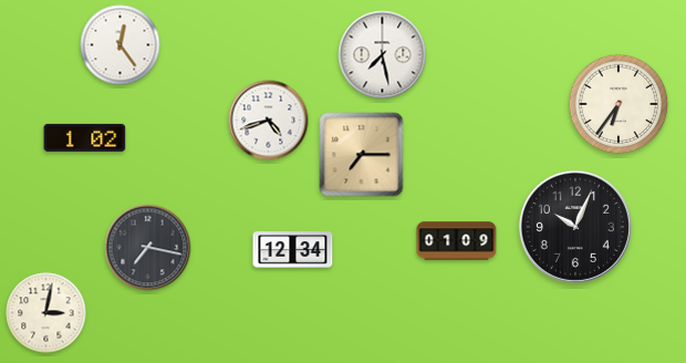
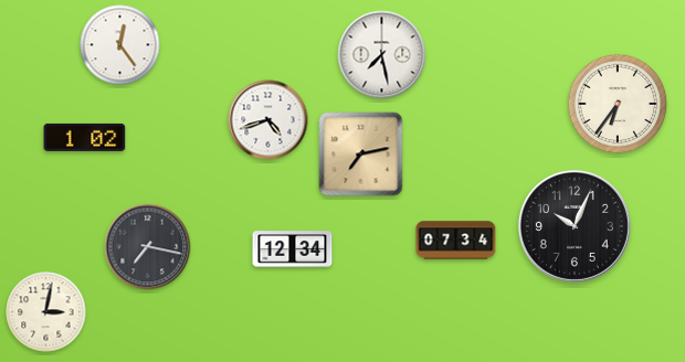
clock at (362, 155): 7:15 -> 7:13
clock at (457, 241): 01:09 -> 07:34
